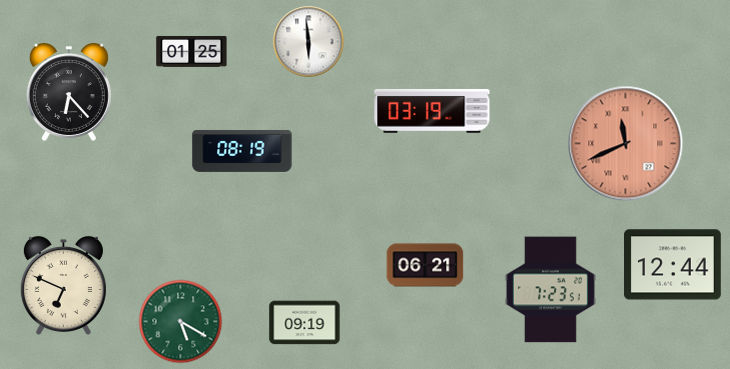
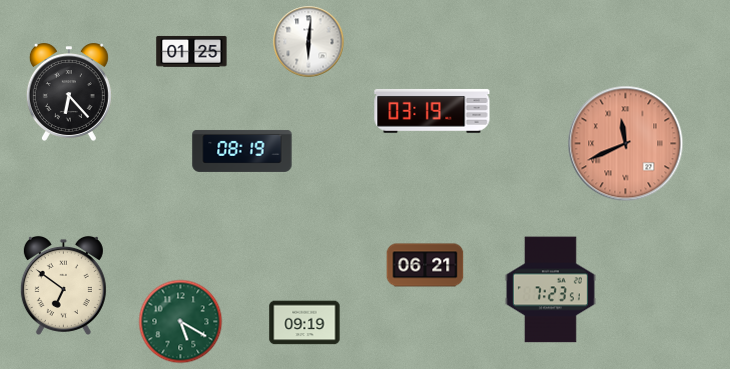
clock at (309, 42): 5:59 -> 6:01
clock at (673, 265): 12:44 -> none
clock at (63, 285): 6:49 -> 6:51
